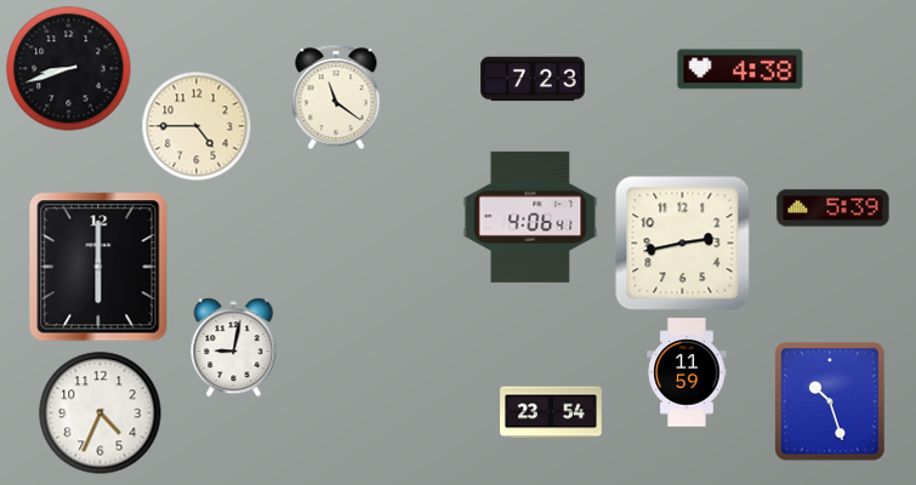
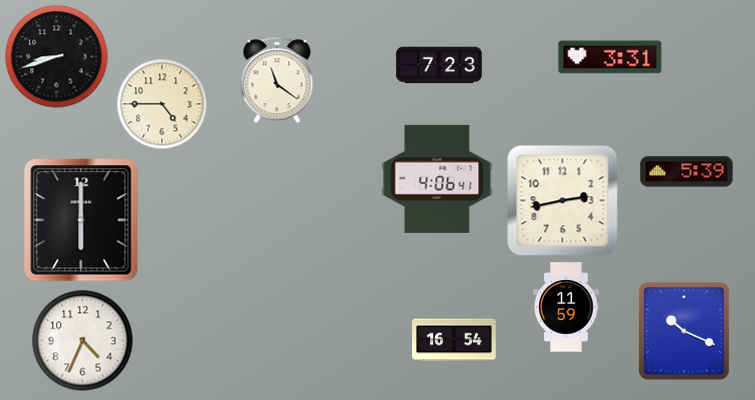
clock at (740, 69): 4:38 -> 3:31
clock at (234, 347): 9:02 -> none
clock at (831, 401): 10:27 -> 10:19
clock at (551, 412): 23:54 -> 16:54
